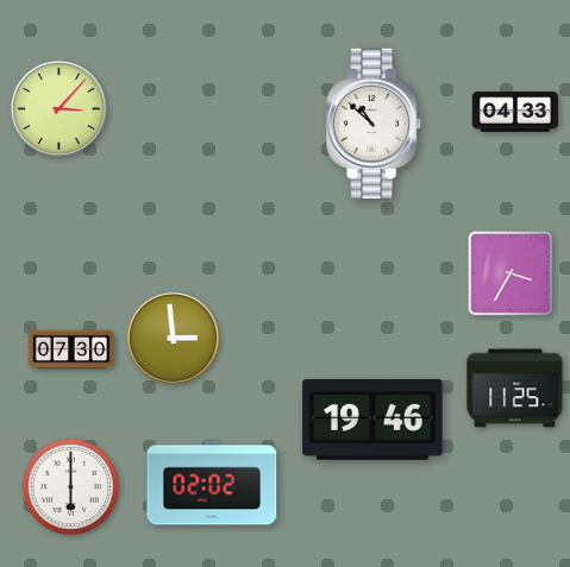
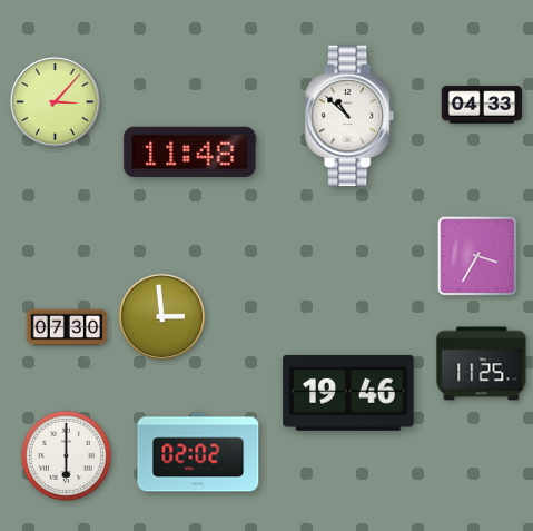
clock at (190, 151): none -> 11:48
